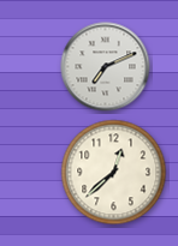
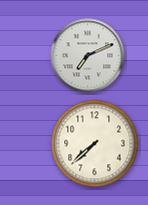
clock at (114, 173): 12:38 -> 7:38
